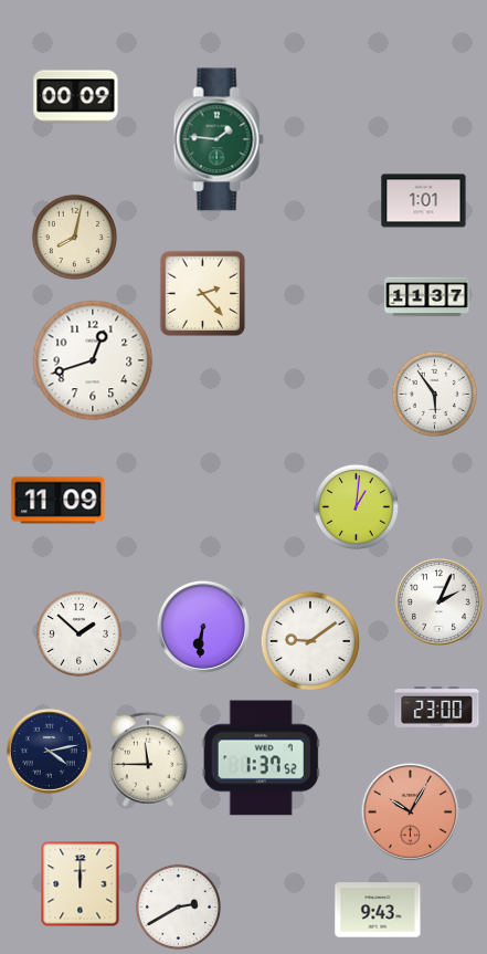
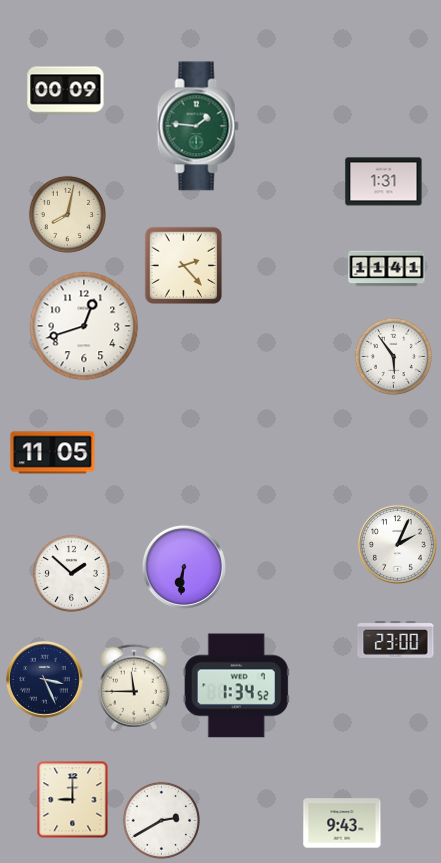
clock at (76, 97) position: (76, 97) -> (66, 91)
clock at (424, 201): 1:01 -> 1:31
clock at (427, 297): 11:37 -> 11:41
clock at (59, 501): 11:09 -> 11:05
clock at (356, 506): 1:01 -> none
clock at (310, 641): 9:09 -> none
clock at (50, 752): 4:13 -> 3:26
clock at (261, 758): 1:37 -> 1:34
clock at (410, 811): 10:05 -> none
clock at (81, 883): 12:00 -> 9:00
